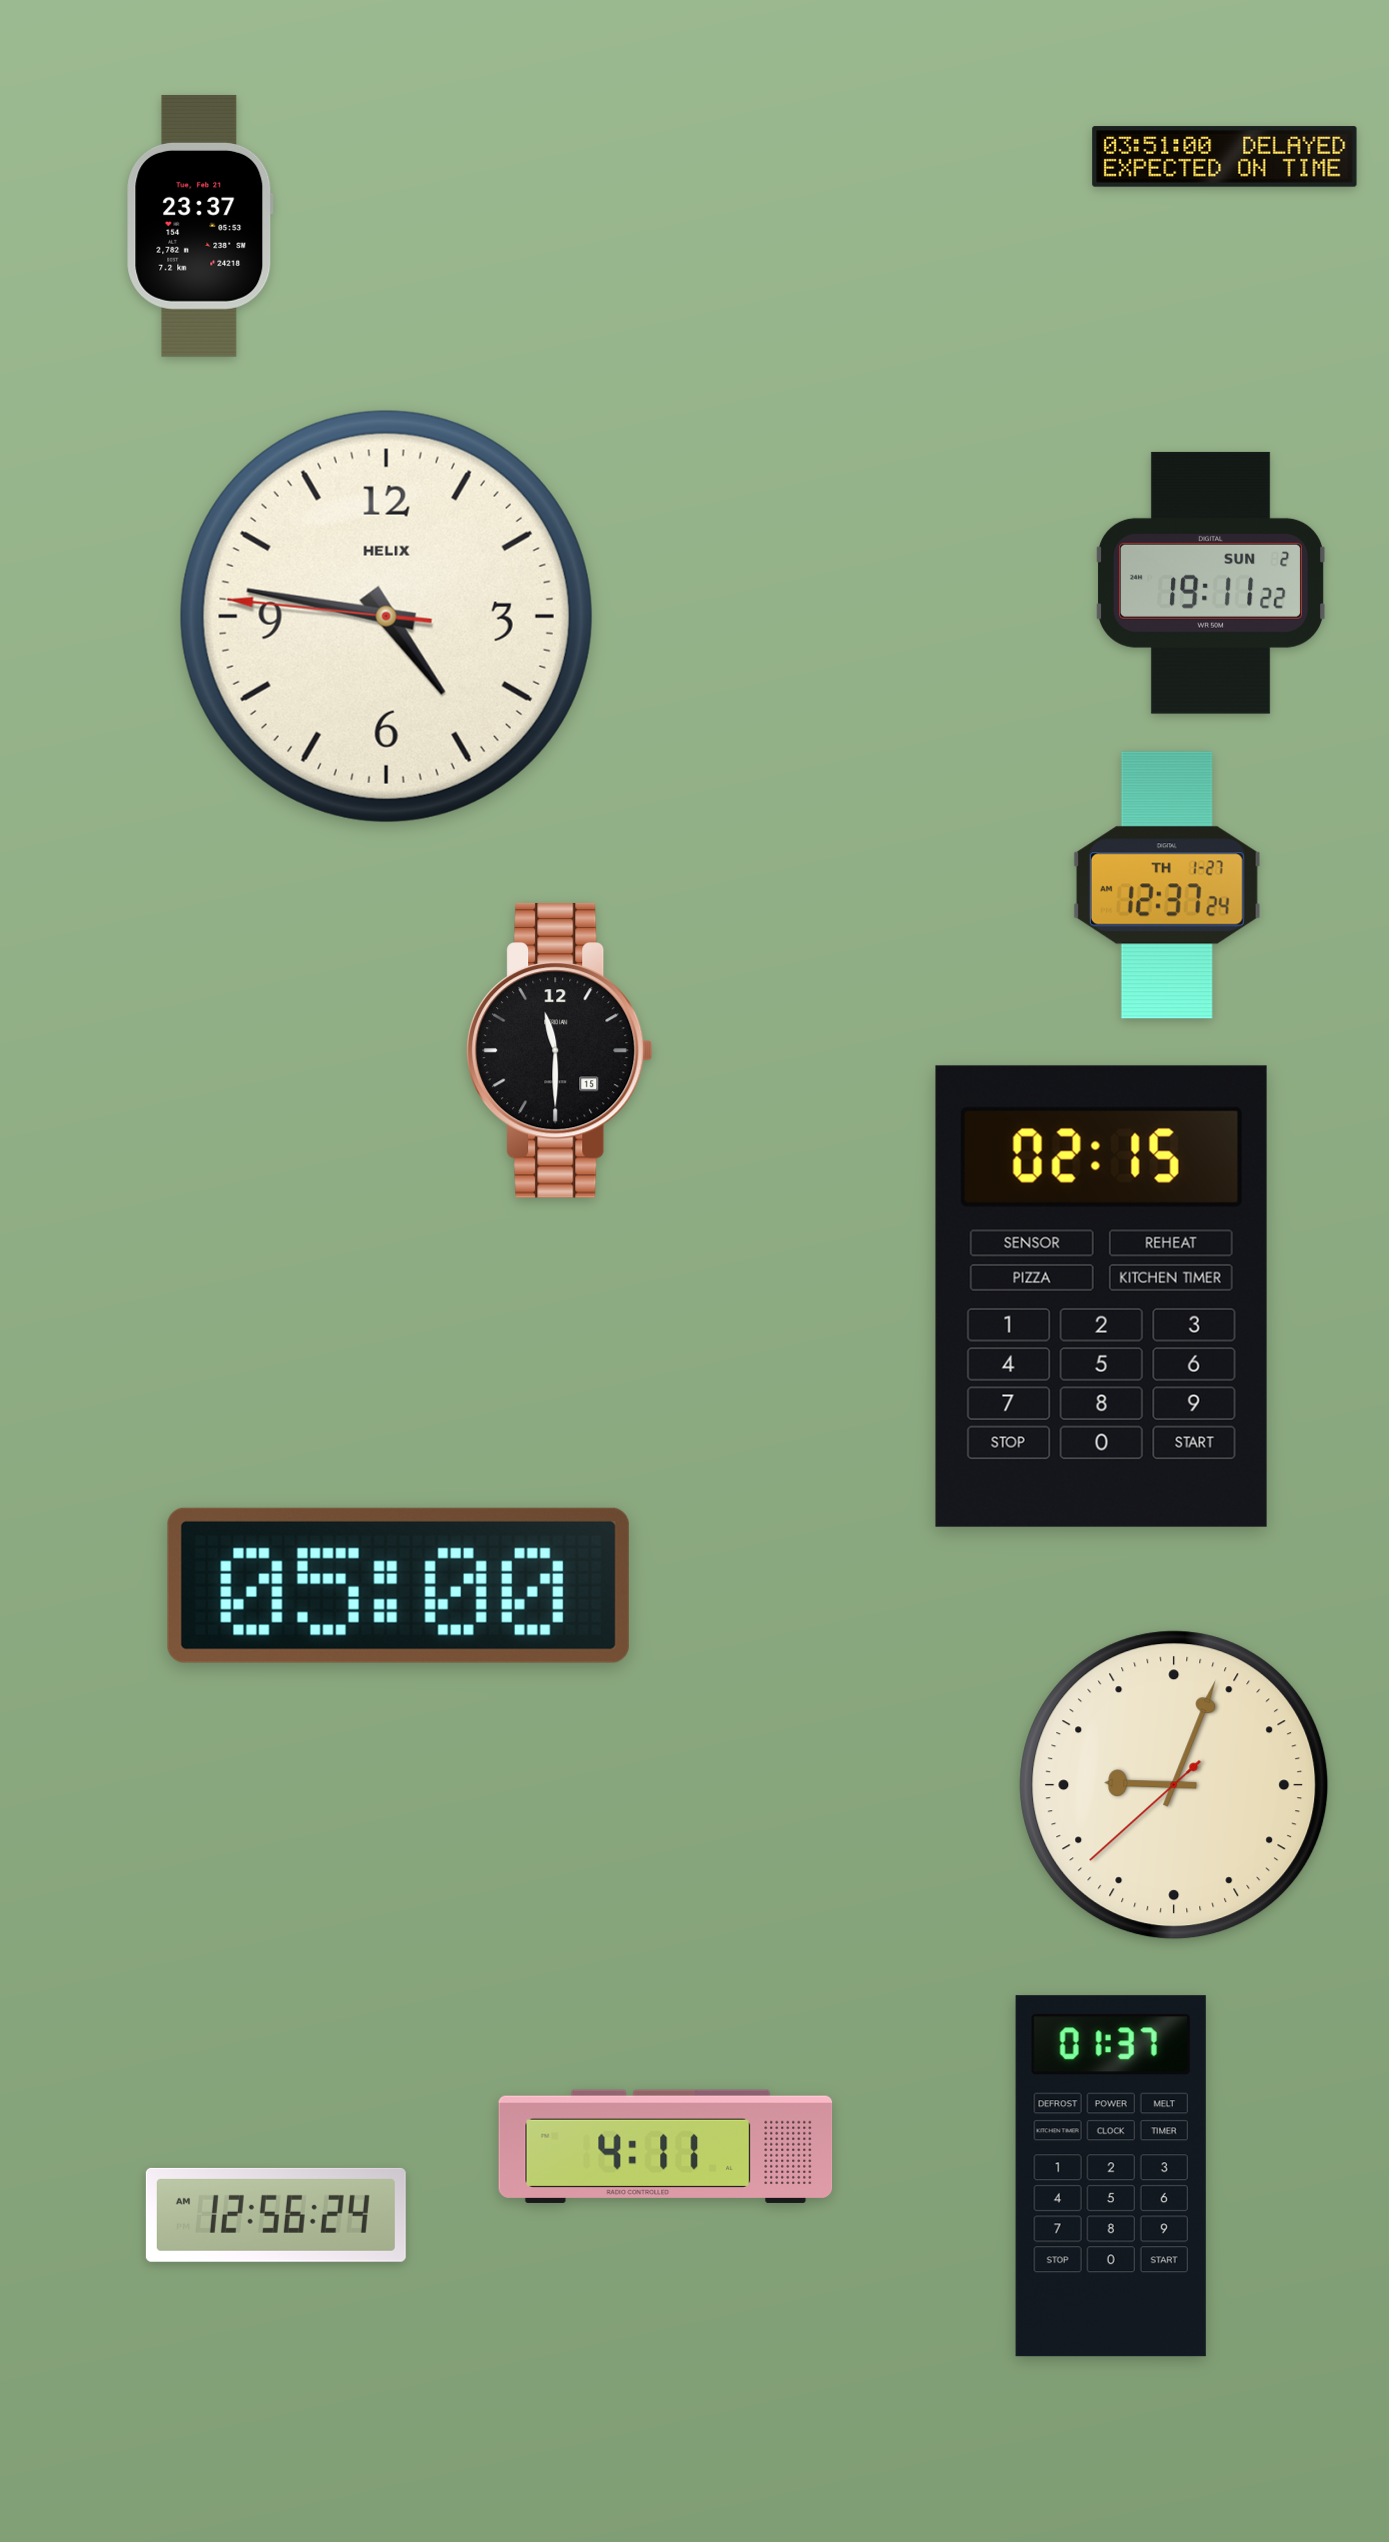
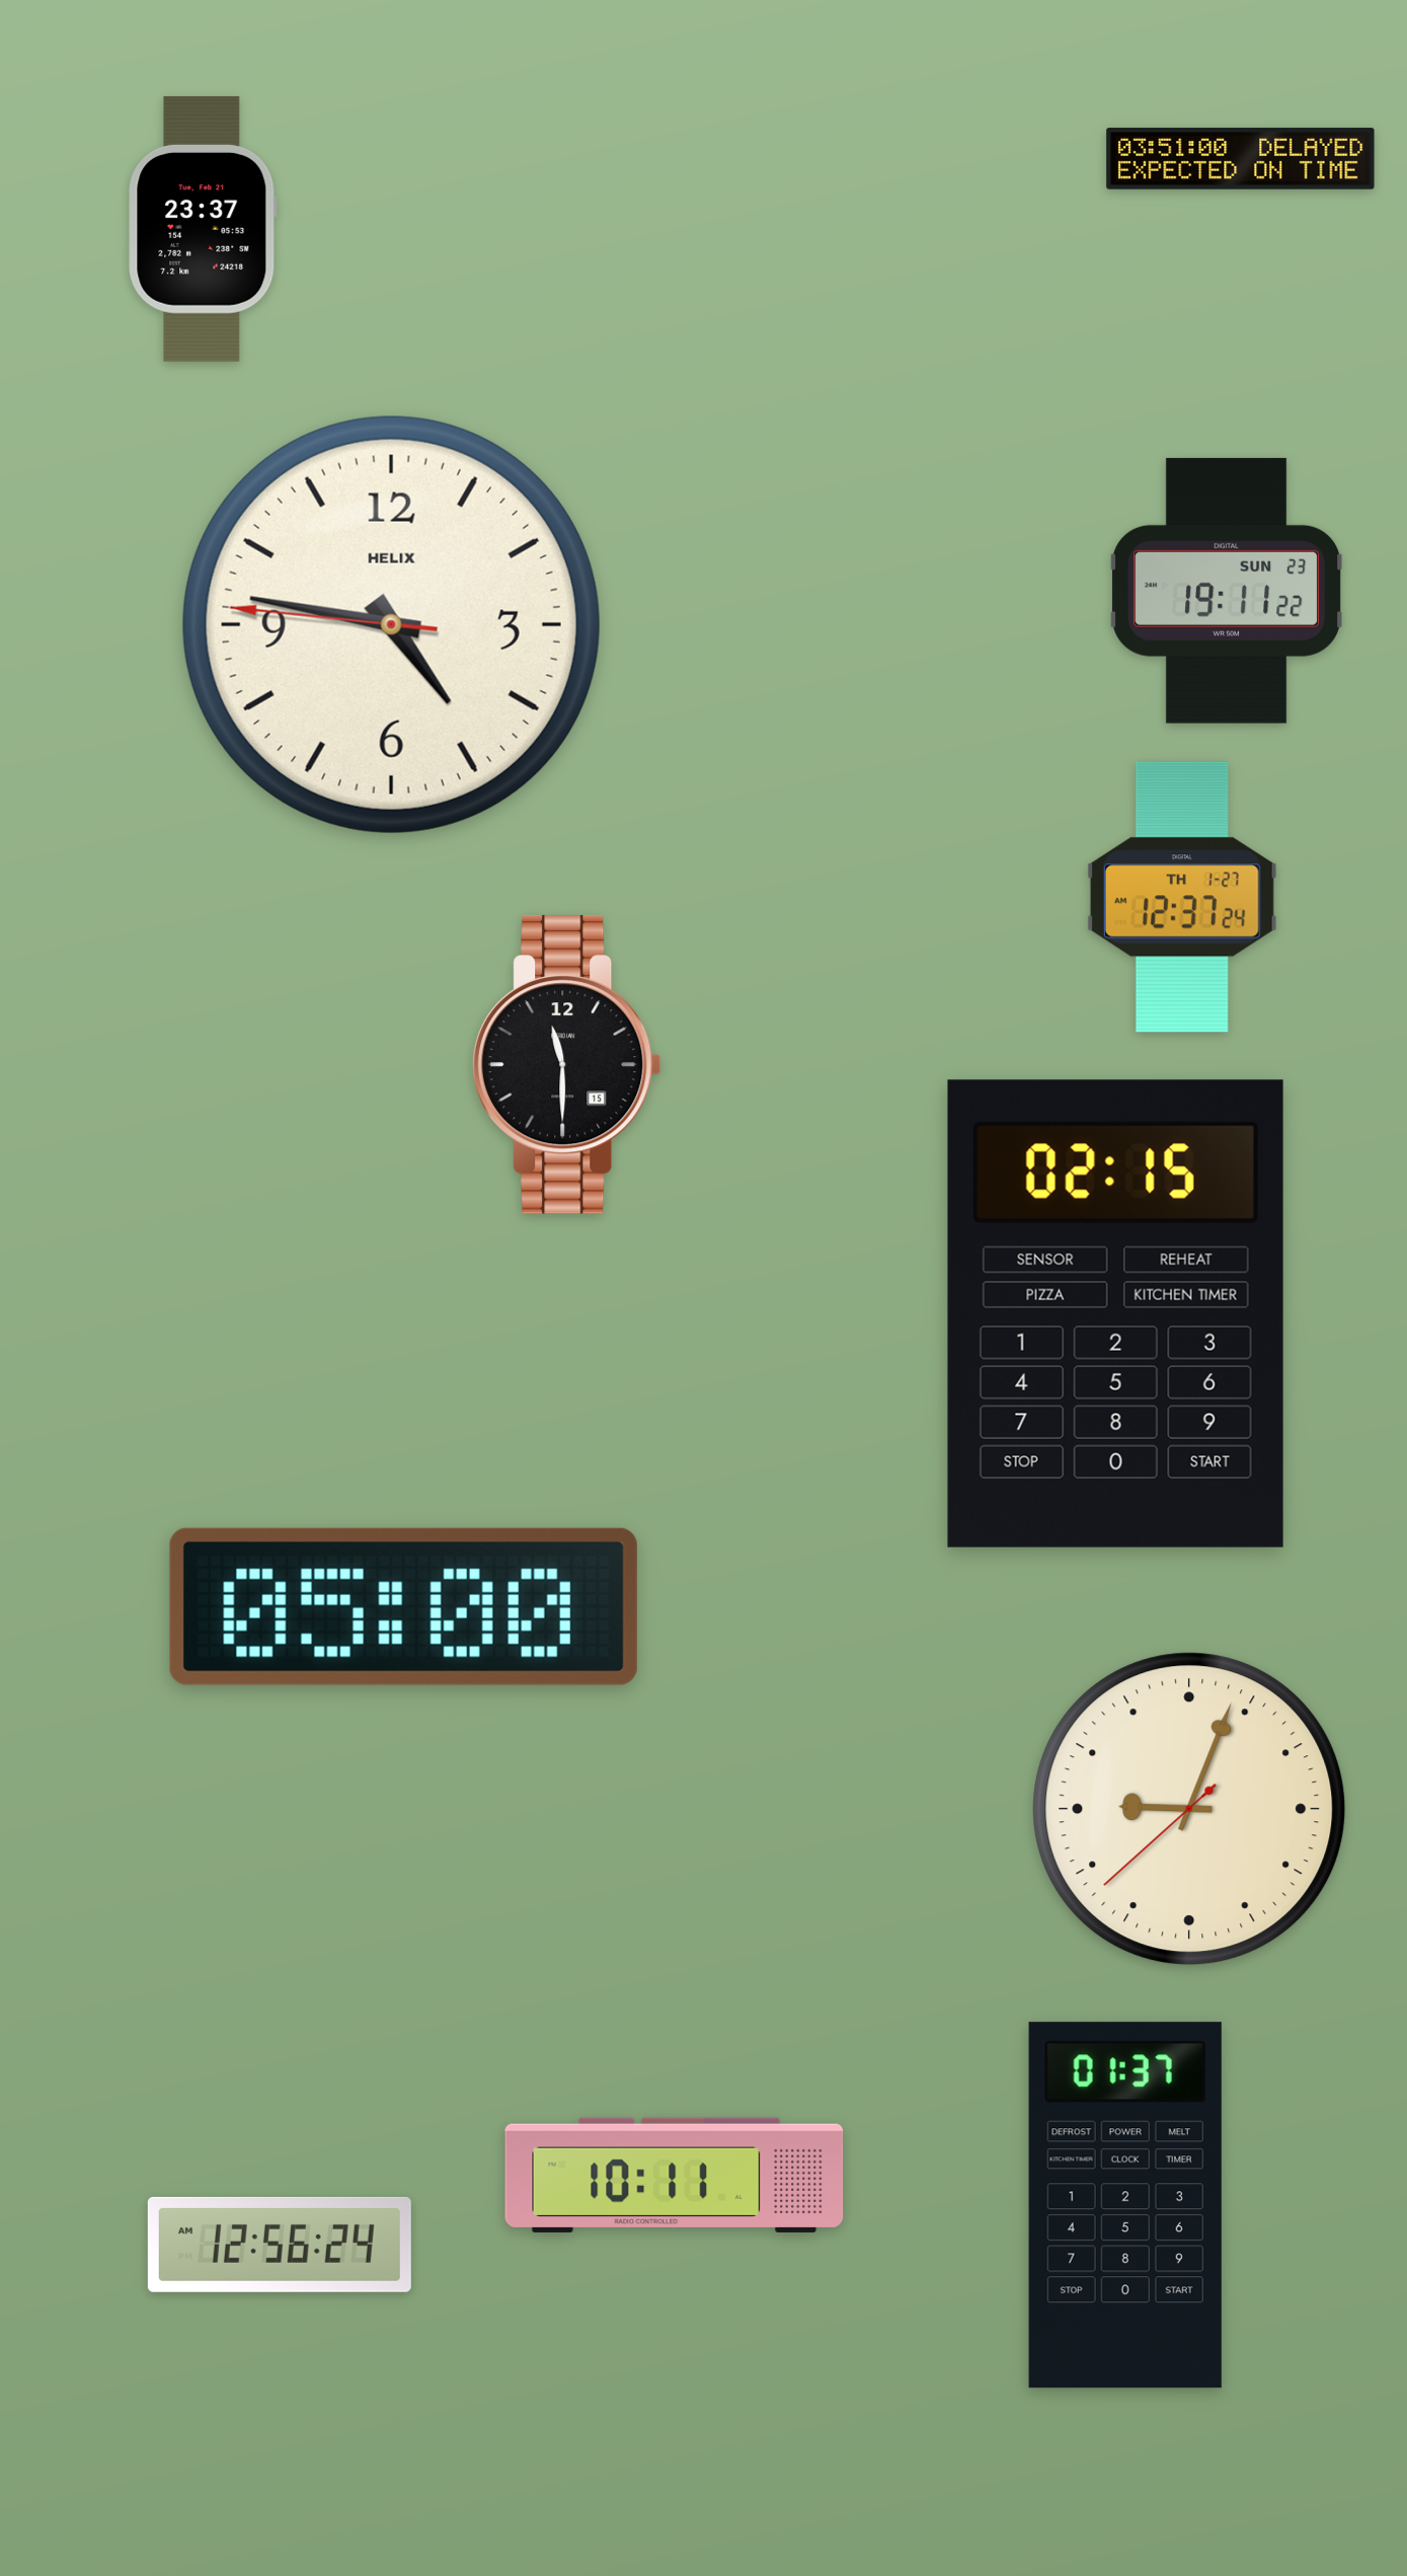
clock at (1211, 583) date: SUN 2 -> SUN 23
clock at (666, 2146): 4:11 -> 10:11
